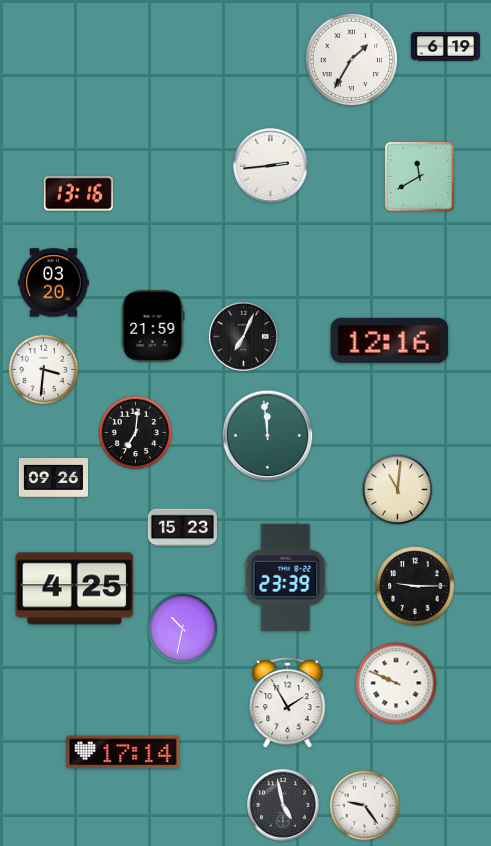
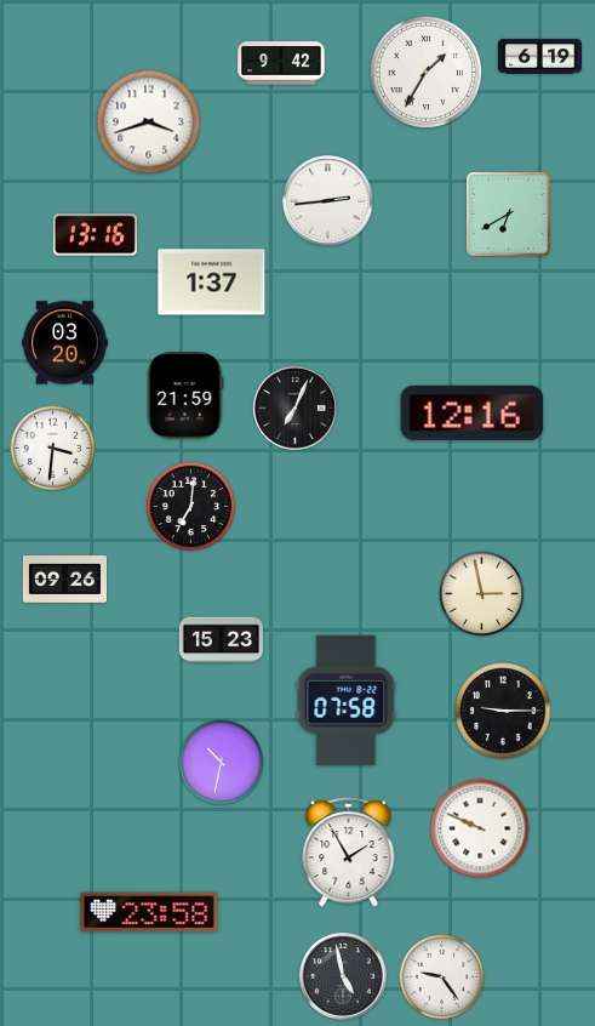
clock at (281, 63): none -> 9:42
clock at (149, 122): none -> 3:42
clock at (420, 177): 11:40 -> 6:40
clock at (212, 283): none -> 1:37
clock at (135, 432) position: (135, 432) -> (190, 506)
clock at (268, 436): 11:59 -> none
clock at (398, 490): 11:01 -> 2:58
clock at (286, 577): 23:39 -> 07:58
clock at (75, 589): 4:25 -> none
clock at (123, 752): 17:14 -> 23:58
